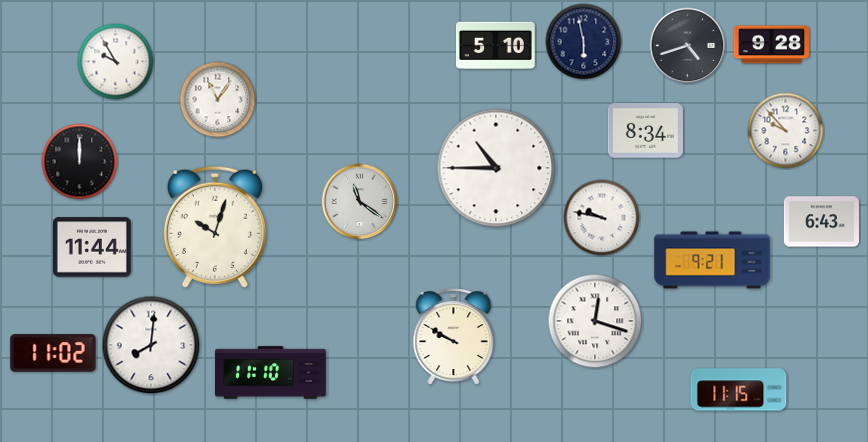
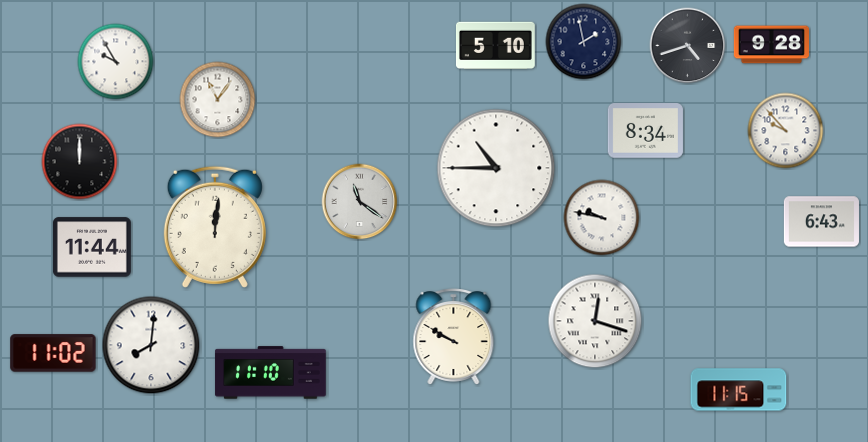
clock at (584, 42): 5:58 -> 1:58
clock at (215, 227): 10:03 -> 12:01
clock at (712, 260): 9:21 -> none
